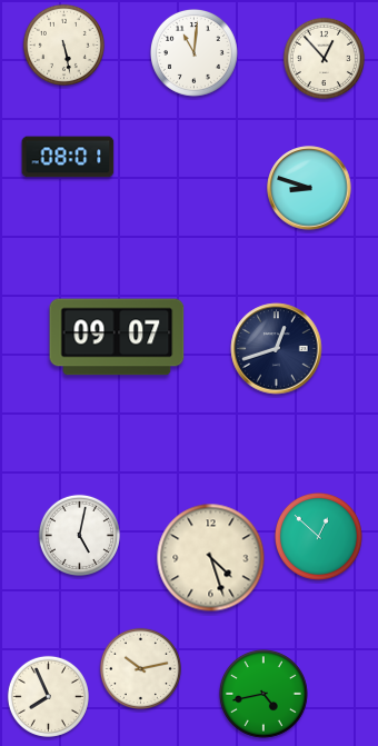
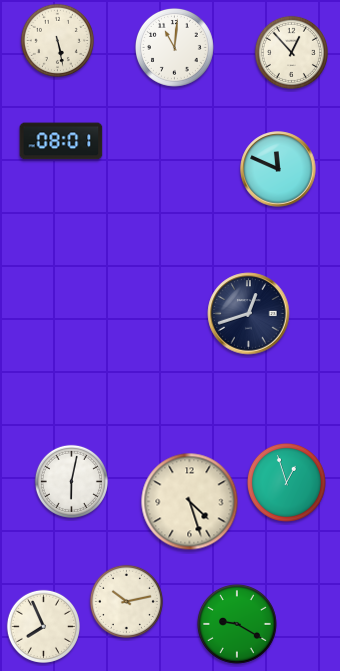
clock at (309, 188): 8:48 -> 11:49
clock at (117, 337): 09:07 -> none
clock at (79, 535): 5:02 -> 6:02
clock at (318, 536): 12:52 -> 12:57
clock at (265, 695): 4:43 -> 9:20
